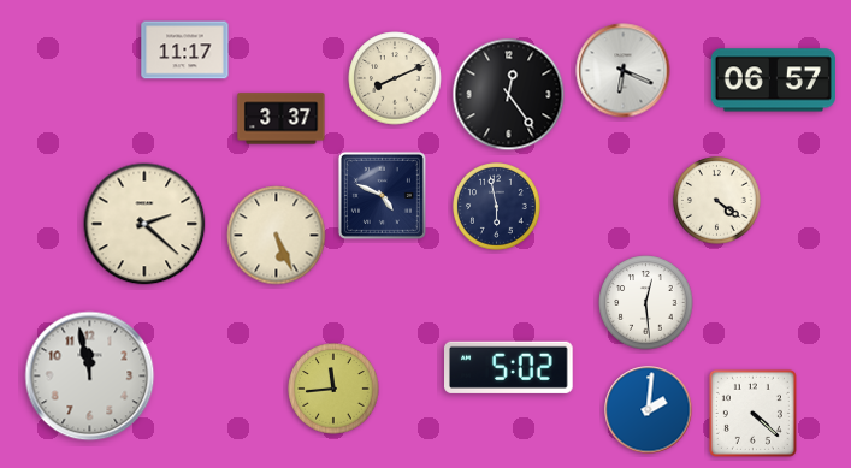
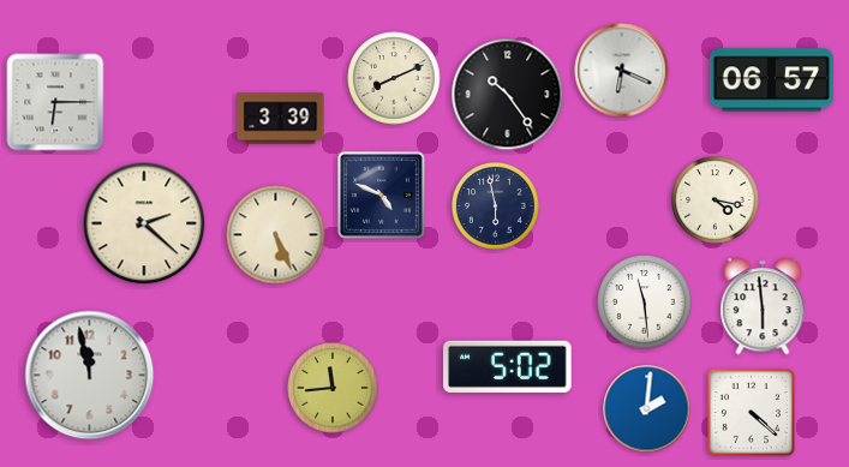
clock at (185, 51): 11:17 -> none
clock at (509, 95): 12:24 -> 10:24
clock at (55, 102): none -> 6:15
clock at (282, 119): 3:37 -> 3:39
clock at (717, 201): 4:21 -> 4:17
clock at (646, 303): 12:29 -> 11:29
clock at (763, 306): none -> 5:59
